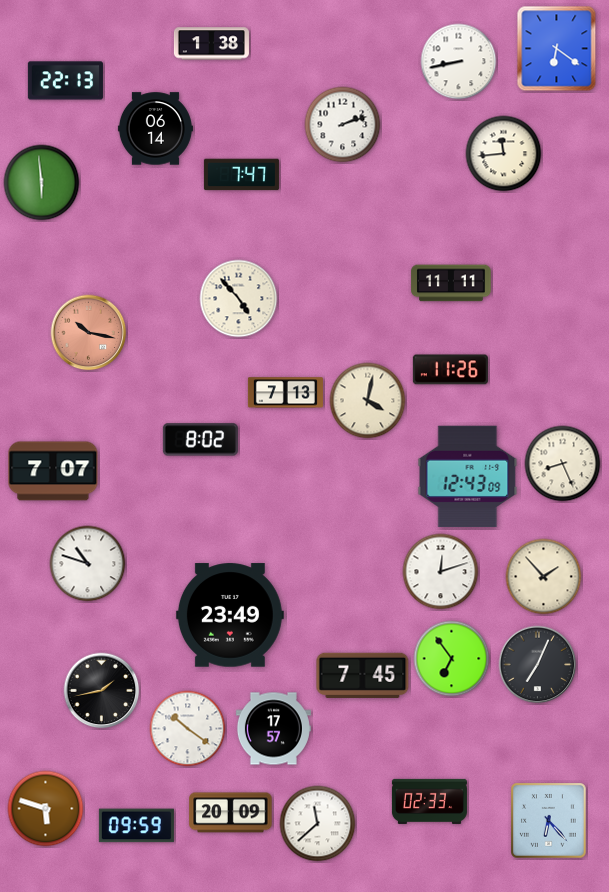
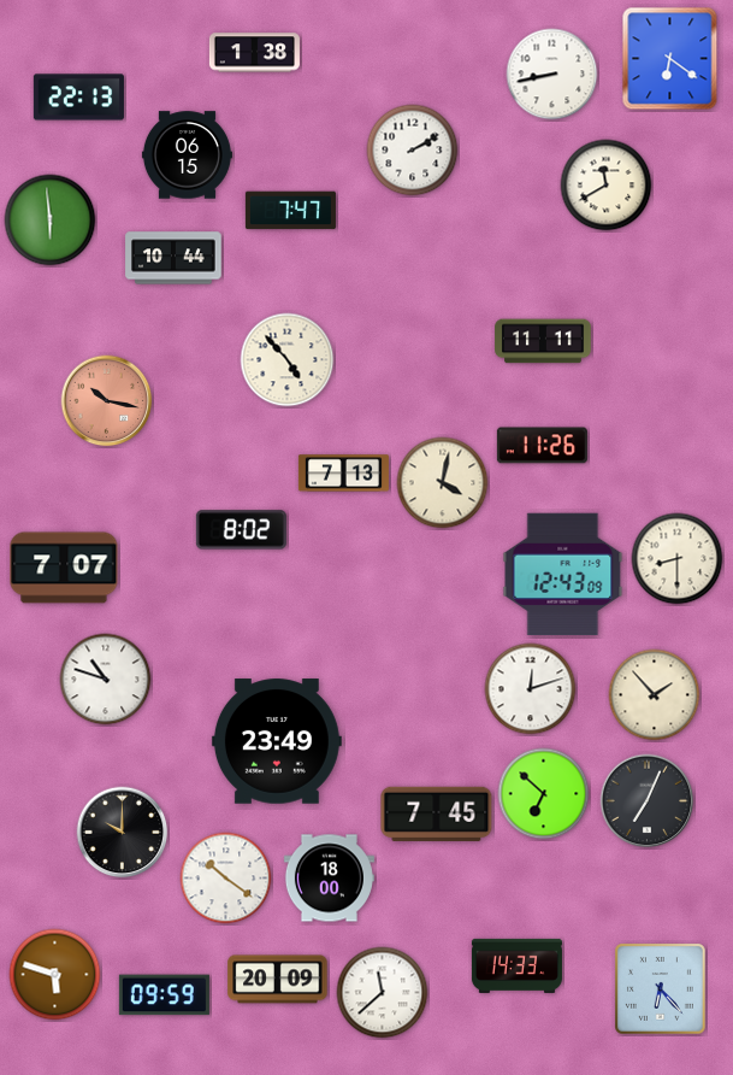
clock at (343, 125): 2:12 -> 2:10
clock at (155, 129): 06:14 -> 06:15
clock at (504, 154): 11:44 -> 11:40
clock at (173, 258): none -> 10:44
clock at (563, 464): 8:26 -> 8:30
clock at (452, 659): 6:54 -> 6:52
clock at (102, 691): 1:43 -> 10:00
clock at (273, 729): 17:57 -> 18:00
clock at (429, 801): 02:33 -> 14:33
